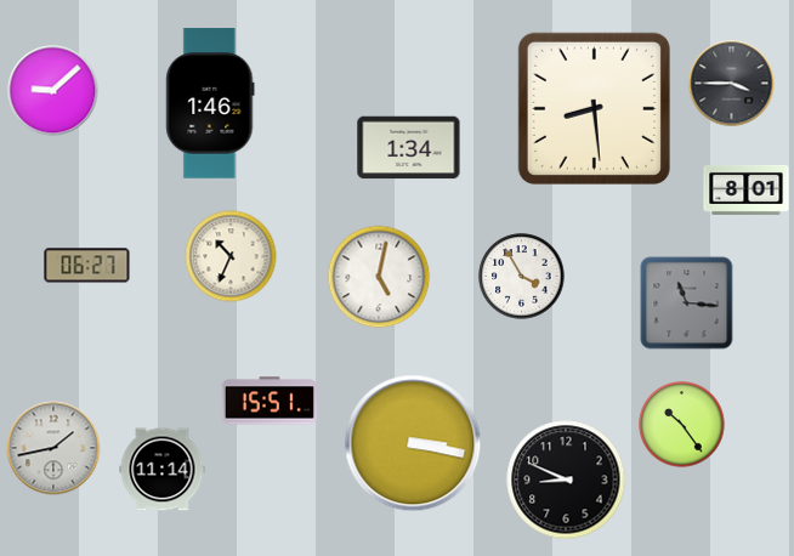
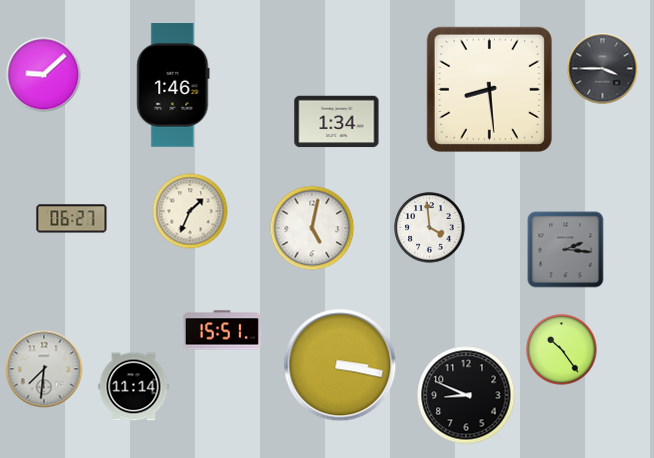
clock at (747, 189): 8:01 -> none
clock at (231, 256): 10:34 -> 1:34
clock at (522, 277): 3:55 -> 3:59
clock at (687, 303): 11:16 -> 2:16
clock at (53, 448): 1:43 -> 7:31
